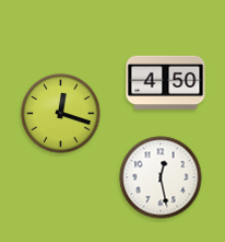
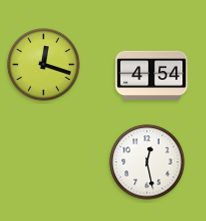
clock at (166, 82): 4:50 -> 4:54
clock at (61, 114) position: (61, 114) -> (44, 65)
